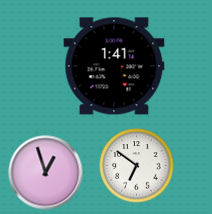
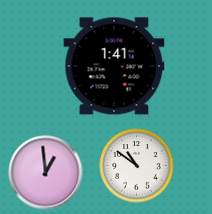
clock at (137, 166): 6:51 -> 10:51
clock at (46, 173): 12:57 -> 12:59
